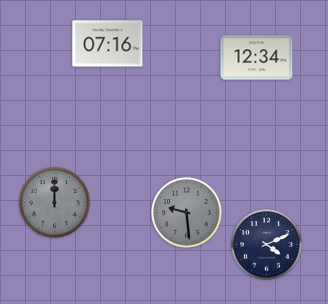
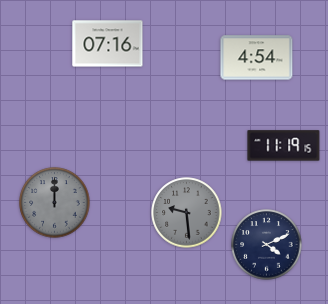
clock at (257, 58): 12:34 -> 4:54
clock at (284, 146): none -> 11:19
